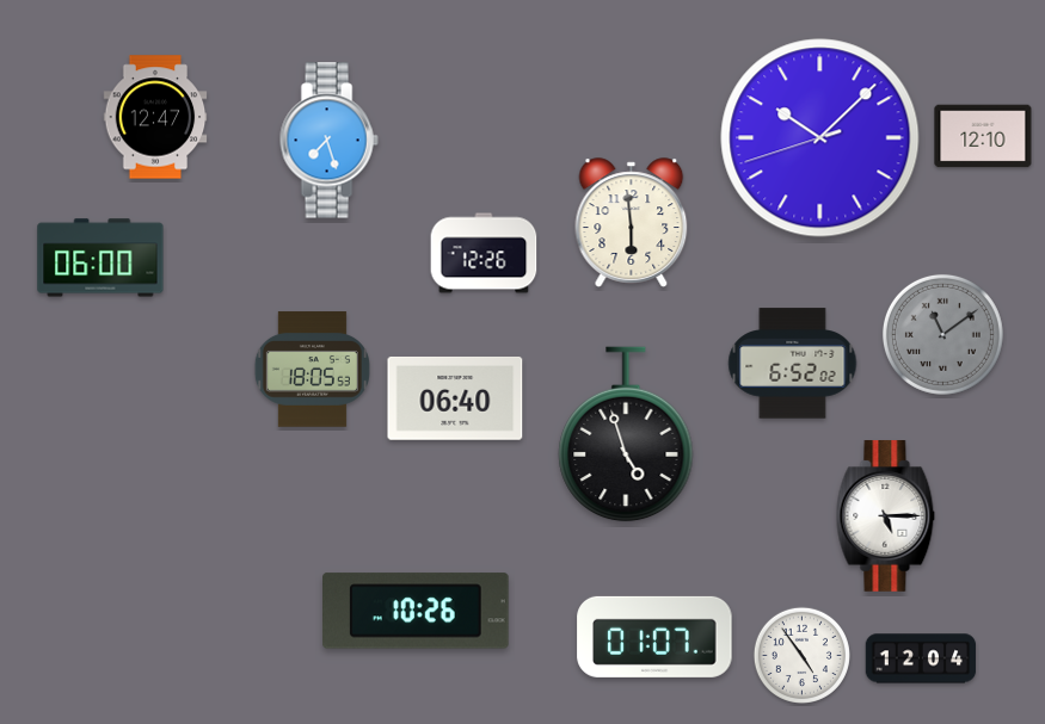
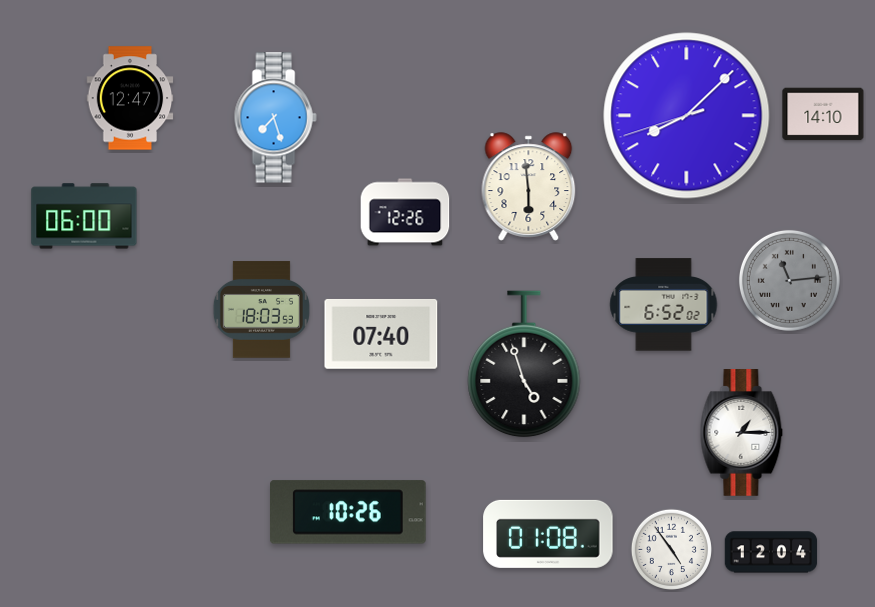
clock at (983, 136): 12:10 -> 14:10
clock at (820, 138): 10:07 -> 8:07
clock at (942, 334): 11:09 -> 11:14
clock at (312, 370): 18:05 -> 18:03
clock at (455, 398): 06:40 -> 07:40
clock at (886, 516): 5:15 -> 1:15
clock at (654, 637): 01:07 -> 01:08
